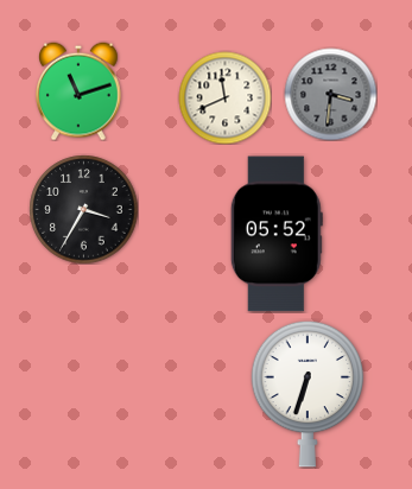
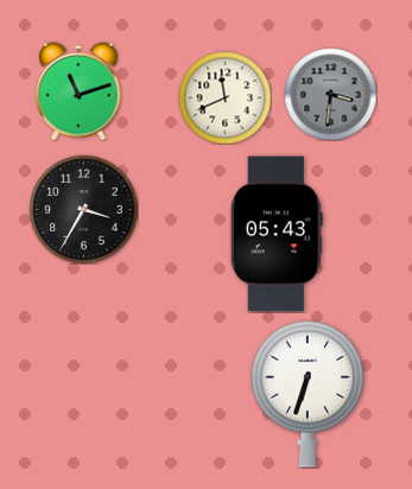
clock at (277, 234): 05:52 -> 05:43
